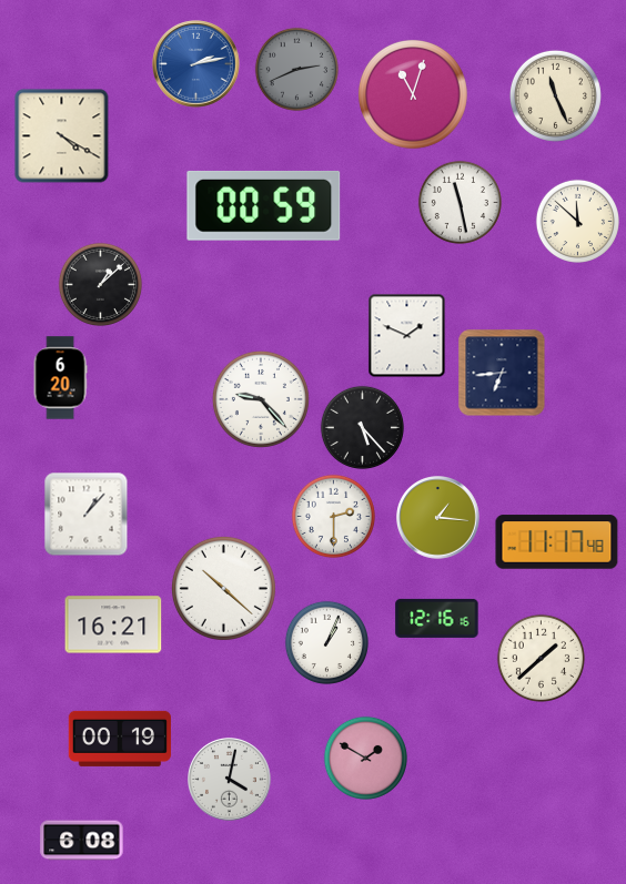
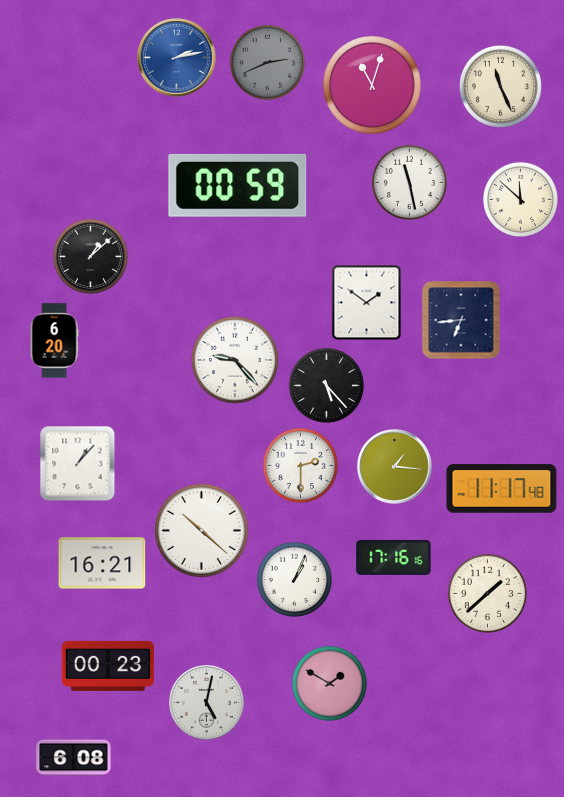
clock at (62, 136): 4:20 -> none
clock at (460, 202) position: (460, 202) -> (409, 182)
clock at (407, 336): 1:49 -> 1:51
clock at (502, 373) position: (502, 373) -> (461, 320)
clock at (437, 618): 12:16 -> 17:16
clock at (120, 739): 00:19 -> 00:23
clock at (230, 780): 4:02 -> 5:02
